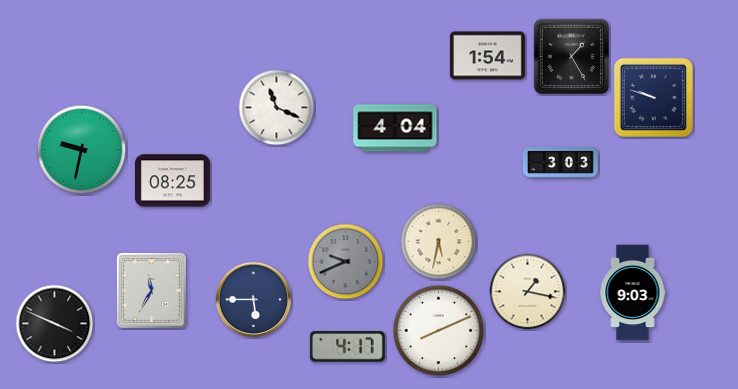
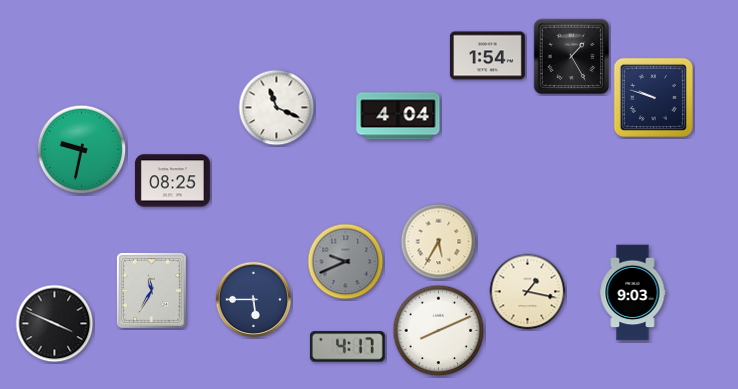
clock at (395, 128) position: (395, 128) -> (398, 116)
clock at (561, 163): 3:03 -> none
clock at (439, 242): 5:32 -> 5:35
